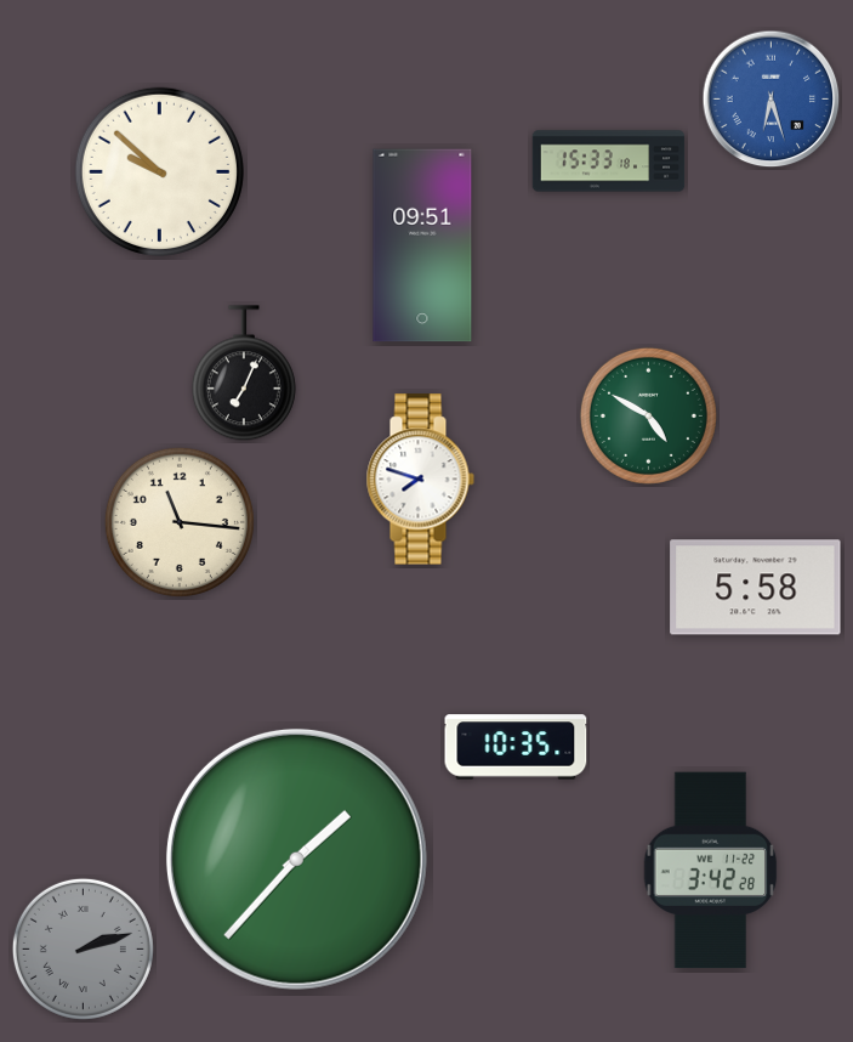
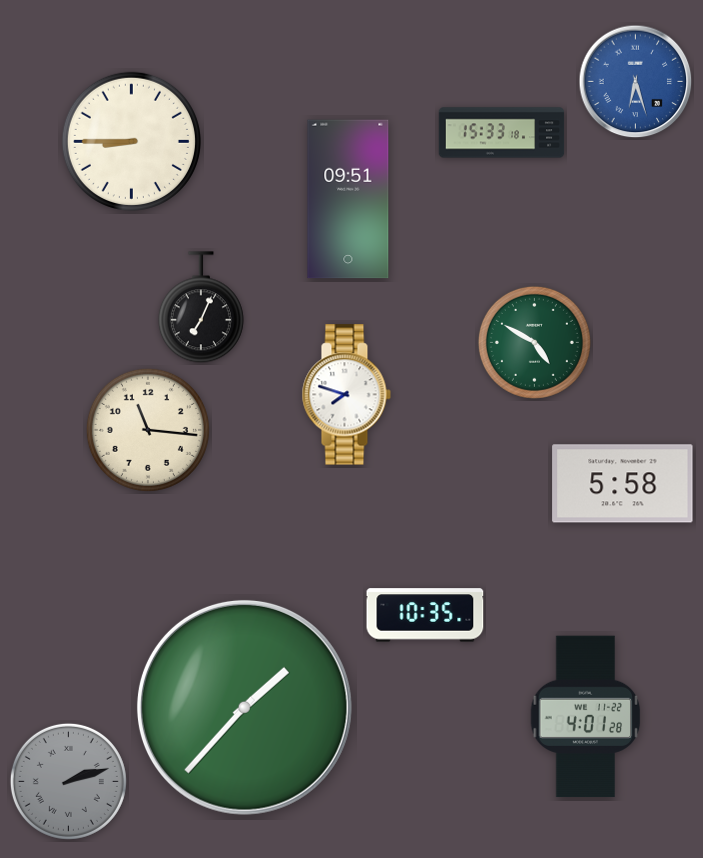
clock at (159, 171): 9:52 -> 8:45
clock at (422, 245) position: (422, 245) -> (348, 199)
clock at (711, 871): 3:42 -> 4:01
